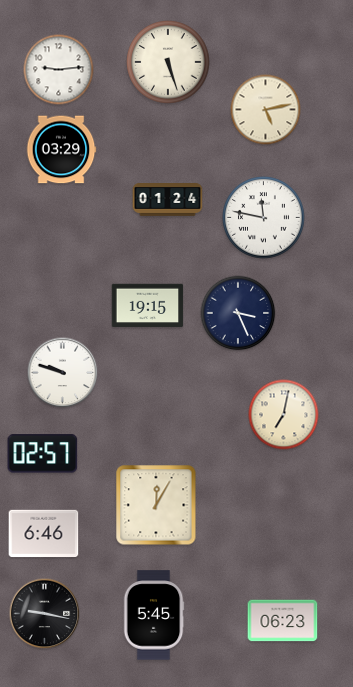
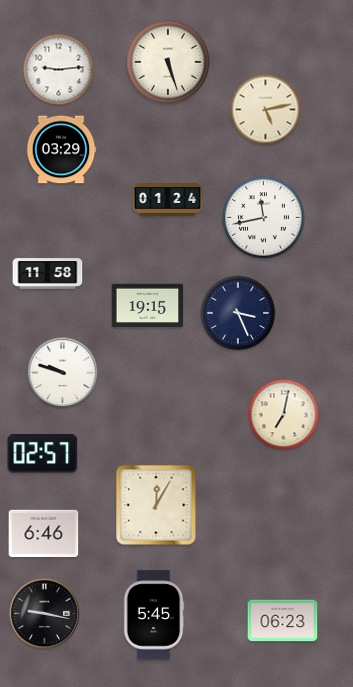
clock at (264, 218): 11:47 -> 11:43
clock at (48, 274): none -> 11:58
